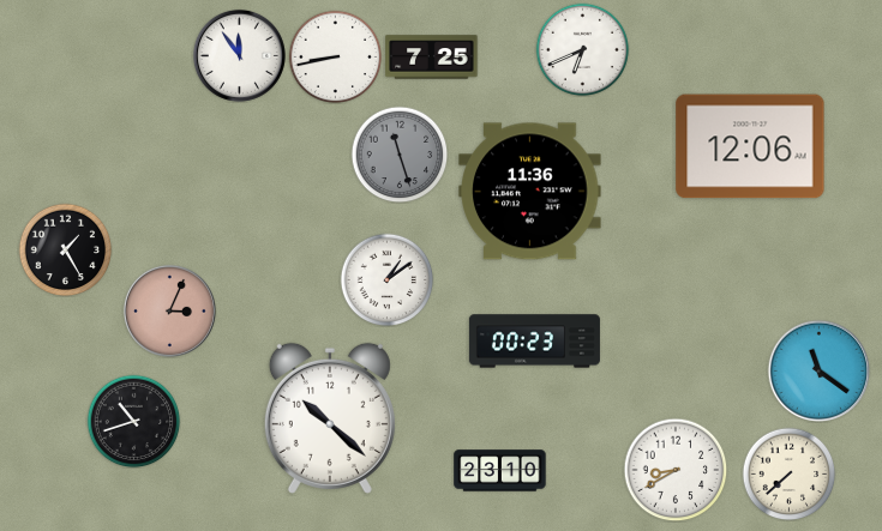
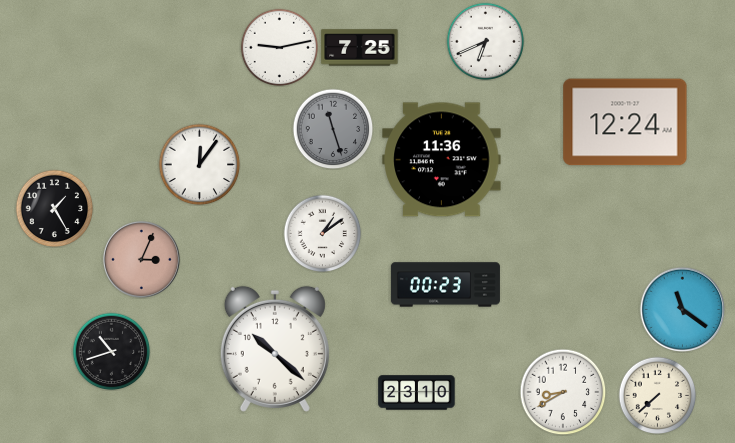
clock at (239, 55): 11:54 -> none
clock at (335, 56): 8:43 -> 9:13
clock at (750, 146): 12:06 -> 12:24
clock at (199, 164): none -> 12:06
